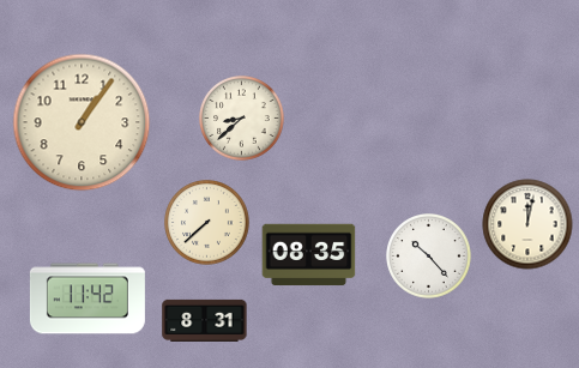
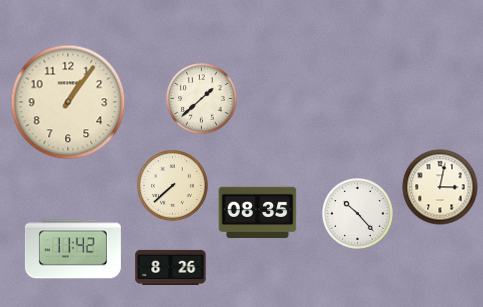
clock at (242, 119): 8:38 -> 1:38
clock at (527, 224): 12:02 -> 3:02
clock at (205, 320): 8:31 -> 8:26
